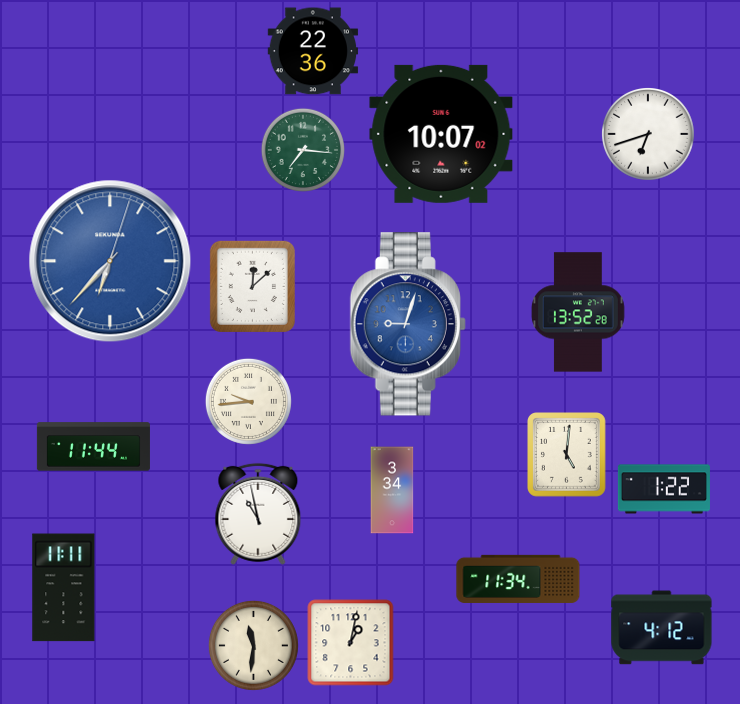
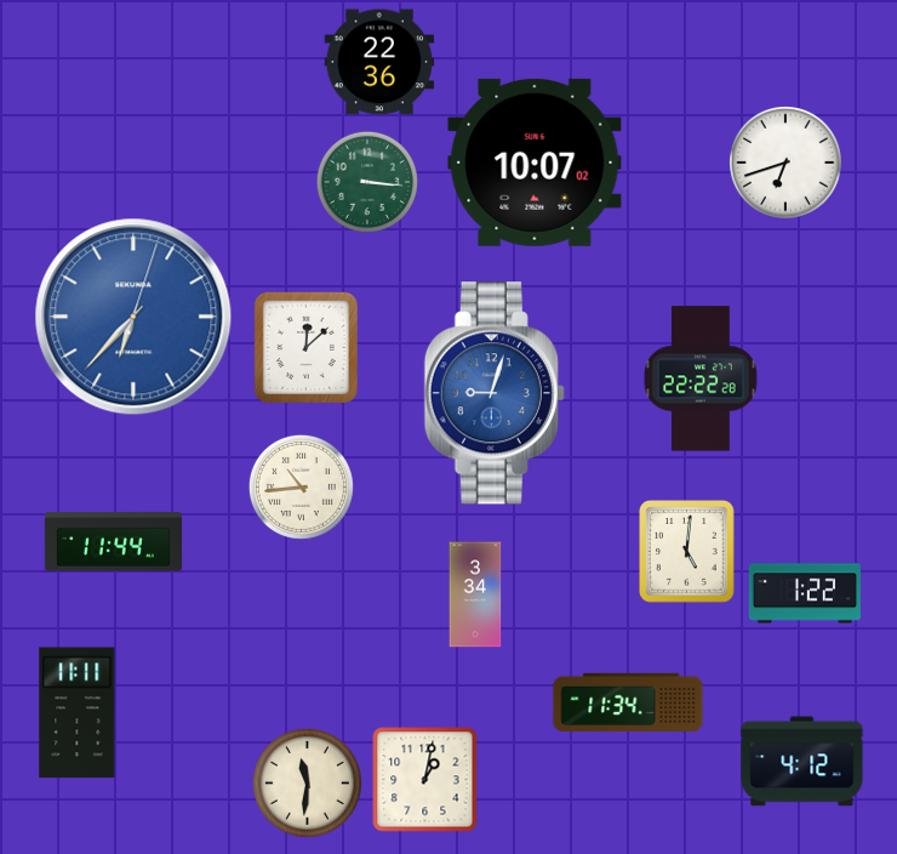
clock at (303, 150): 7:16 -> 3:16
clock at (578, 312): 13:52 -> 22:22
clock at (248, 401): 9:44 -> 10:44
clock at (258, 514): 10:58 -> none
